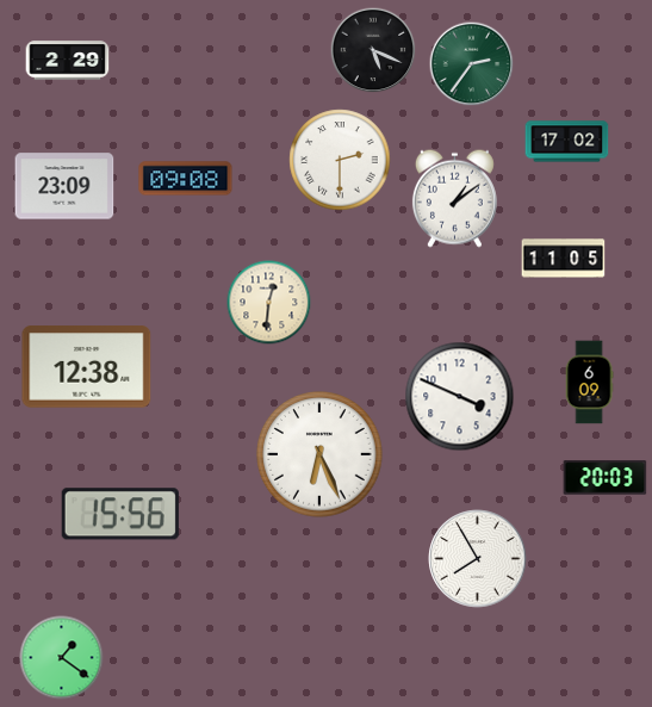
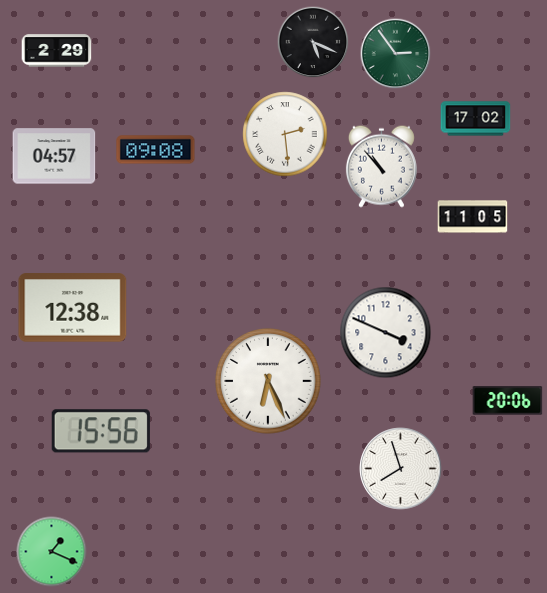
clock at (472, 64): 2:36 -> 2:54
clock at (340, 160): 2:30 -> 2:29
clock at (64, 186): 23:09 -> 04:57
clock at (454, 198): 1:09 -> 10:53
clock at (269, 303): 12:31 -> none
clock at (589, 383): 6:09 -> none
clock at (606, 478): 20:03 -> 20:06
clock at (478, 559): 7:55 -> 7:57
clock at (62, 658): 1:21 -> 1:19
